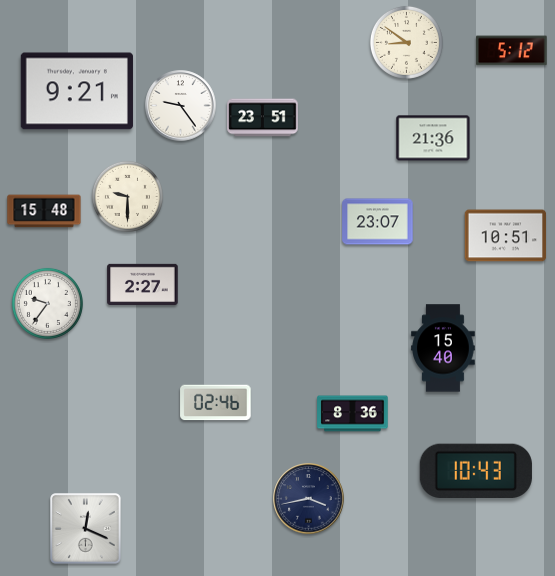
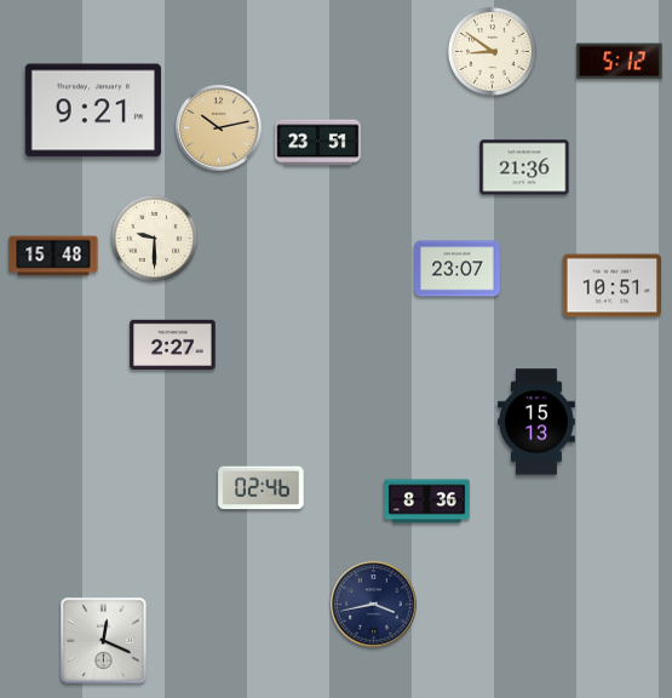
clock at (181, 106): 9:24 -> 10:13
clock at (181, 106) dial: white -> champagne
clock at (47, 303): 9:36 -> none
clock at (443, 348): 15:40 -> 15:13
clock at (476, 471): 10:43 -> none
